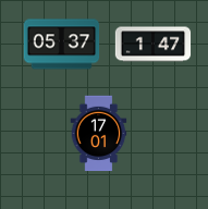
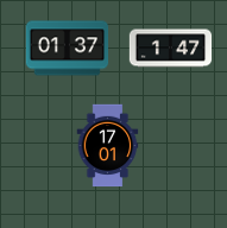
clock at (62, 45): 05:37 -> 01:37
clock at (154, 45) position: (154, 45) -> (171, 49)
